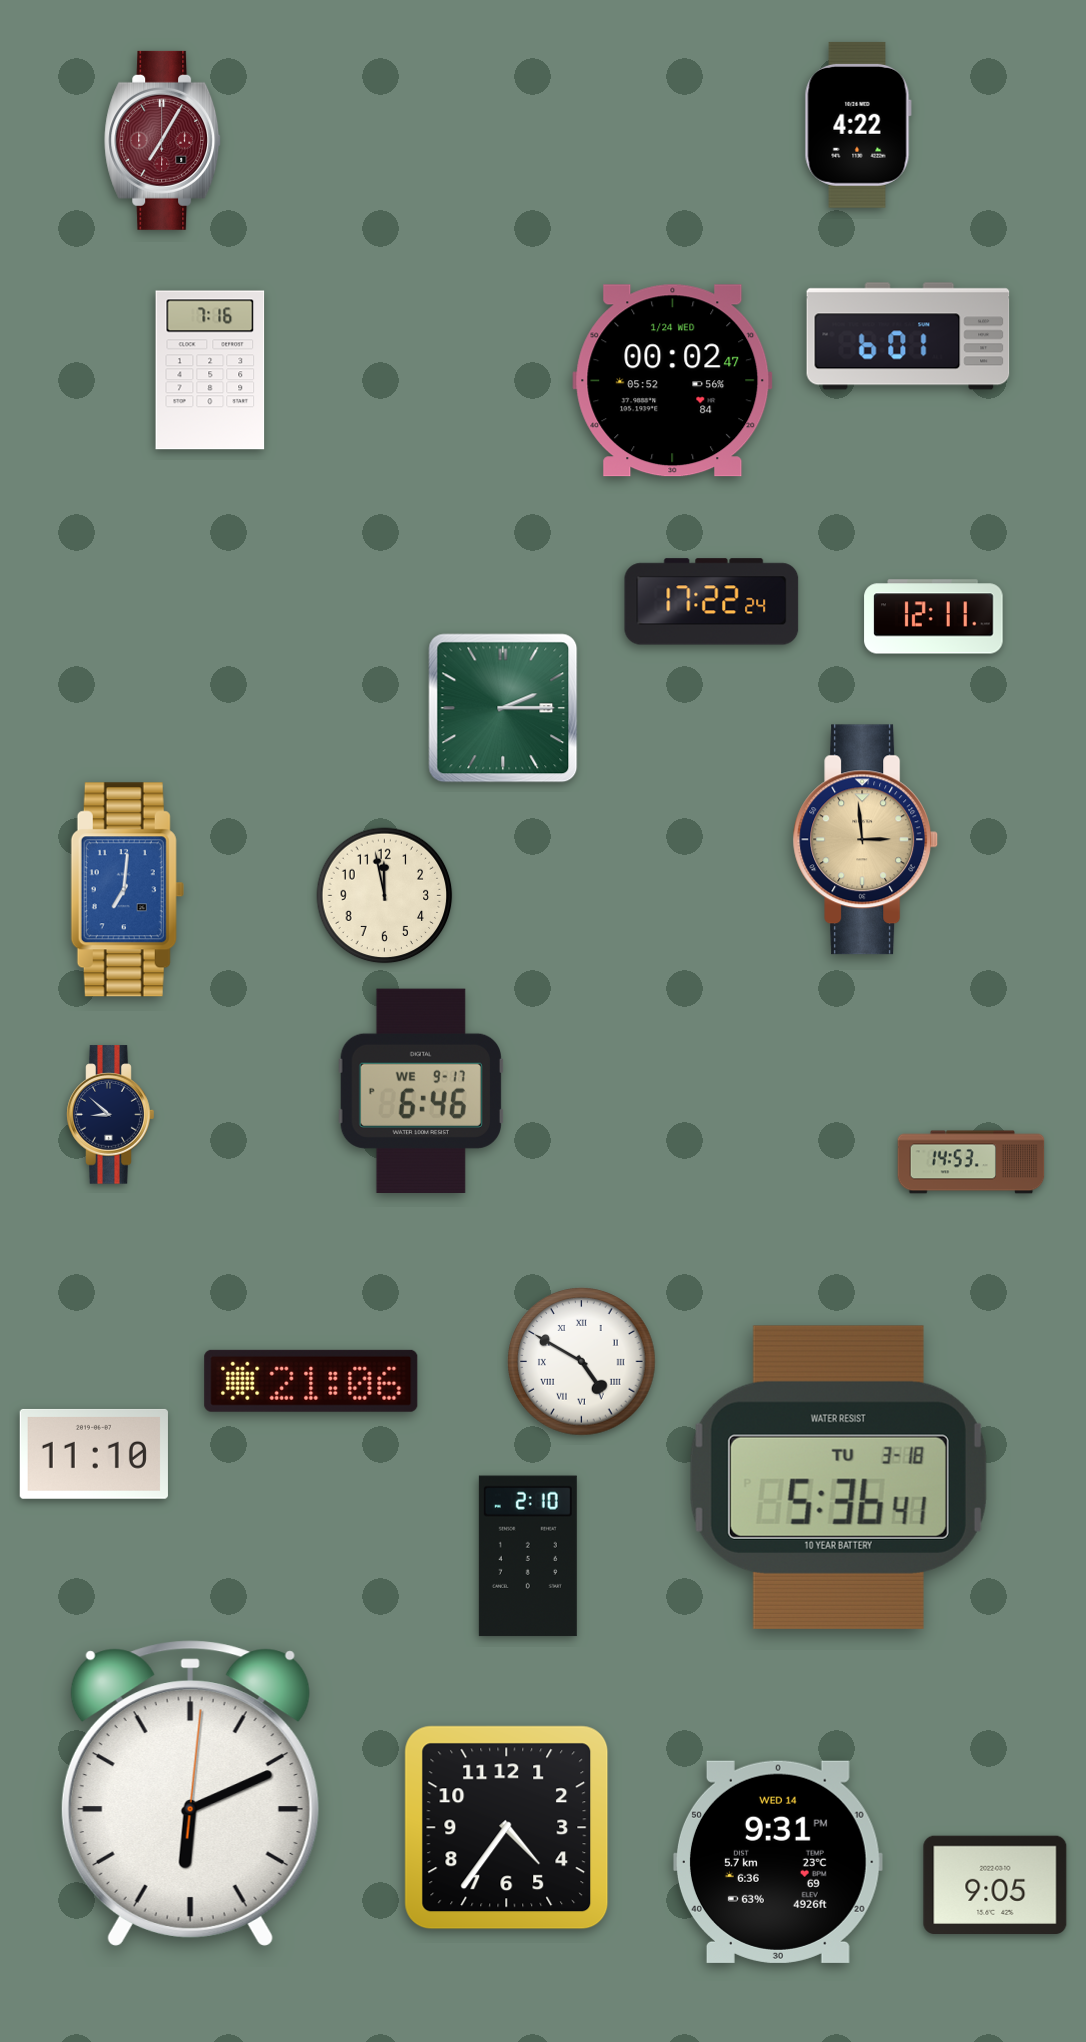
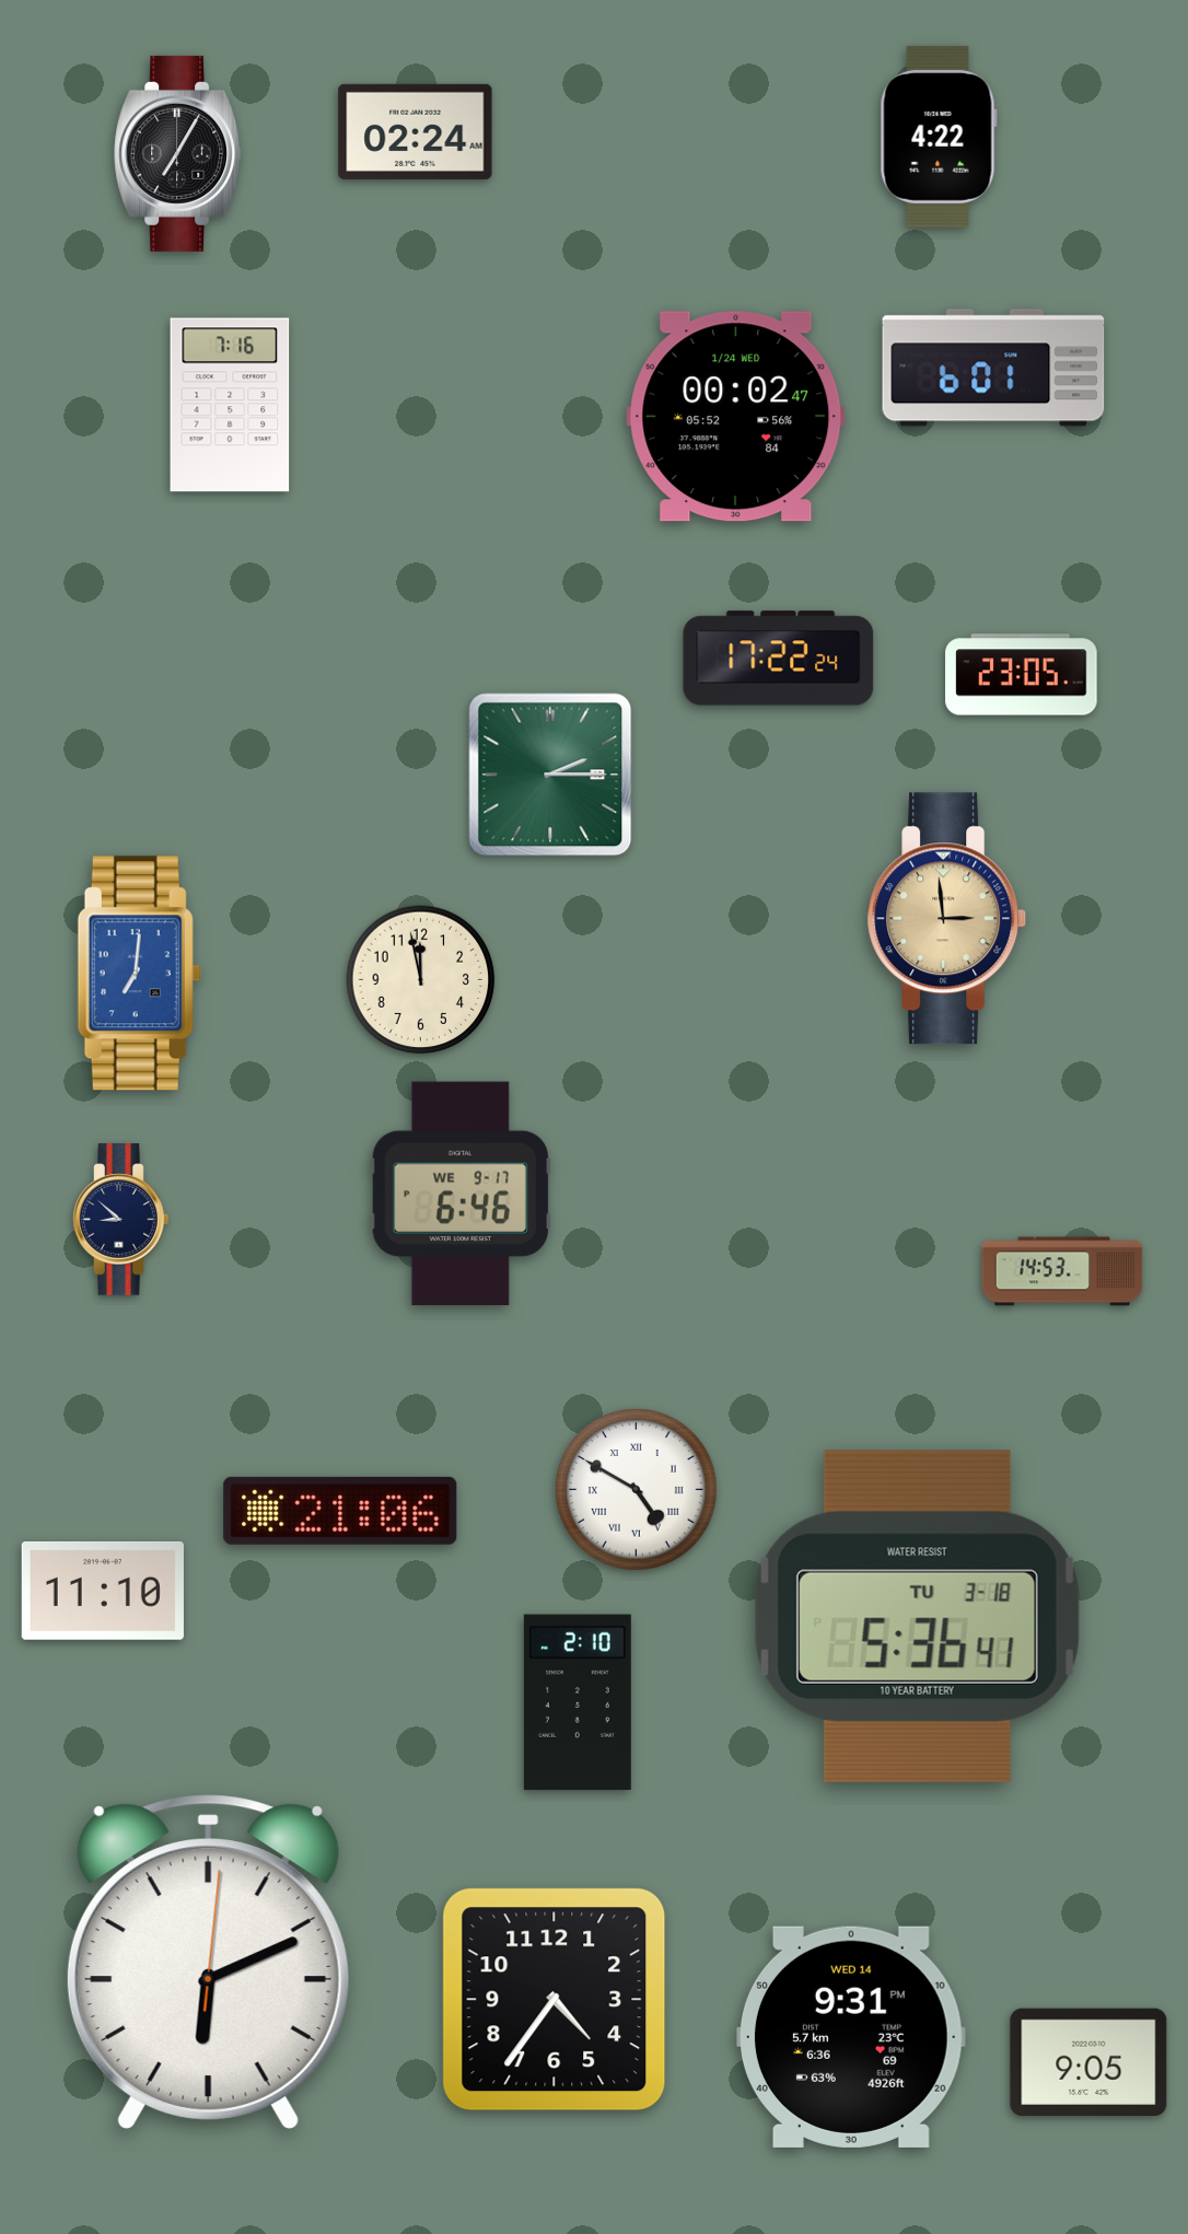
clock at (416, 131): none -> 02:24
clock at (163, 140) dial: burgundy -> black
clock at (934, 617): 12:11 -> 23:05
